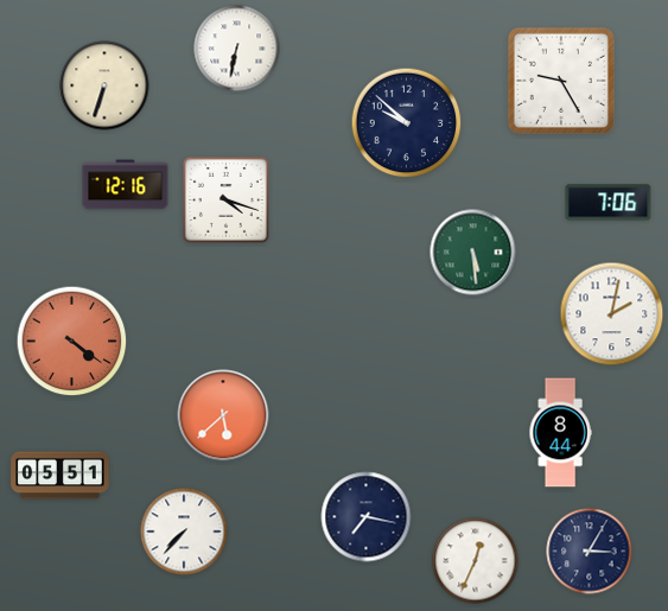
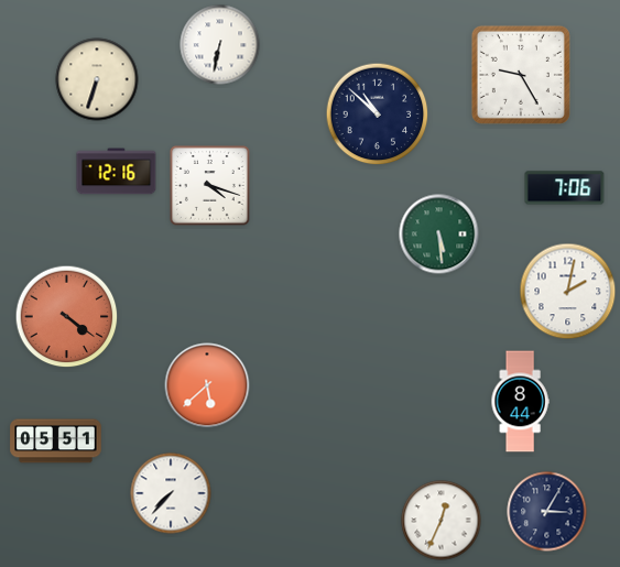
clock at (407, 123): 9:52 -> 10:52
clock at (367, 517): 7:17 -> none
